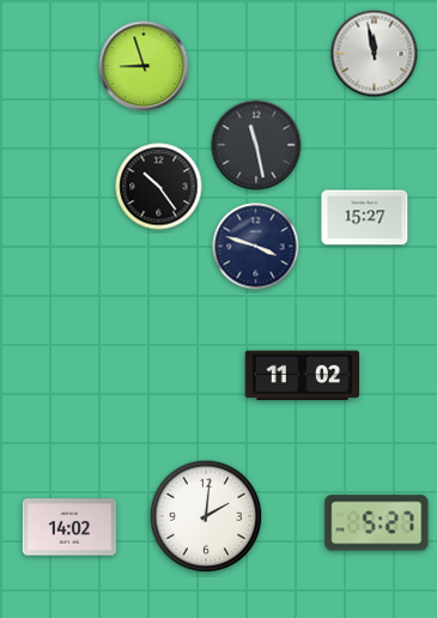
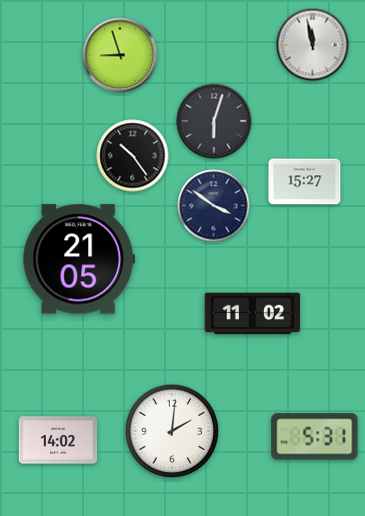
clock at (256, 145): 11:28 -> 6:03
clock at (256, 247): 3:48 -> 3:51
clock at (79, 259): none -> 21:05
clock at (377, 523): 5:27 -> 5:31
